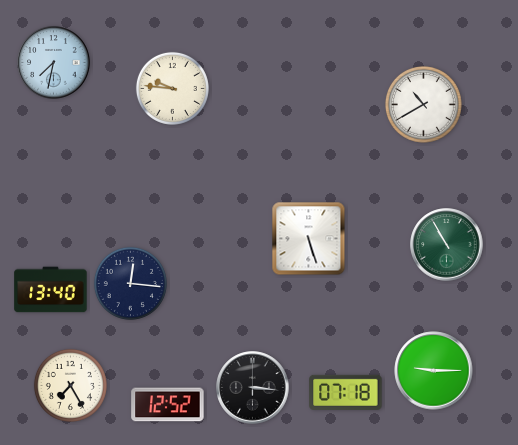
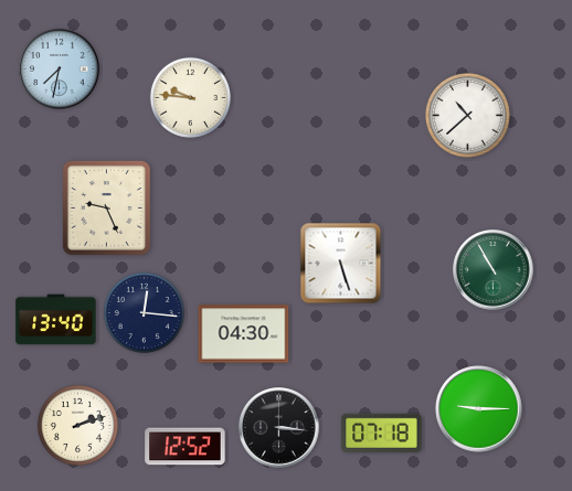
clock at (423, 104): 10:40 -> 10:38
clock at (106, 207): none -> 9:26
clock at (244, 334): none -> 04:30
clock at (70, 385): 7:25 -> 2:12
